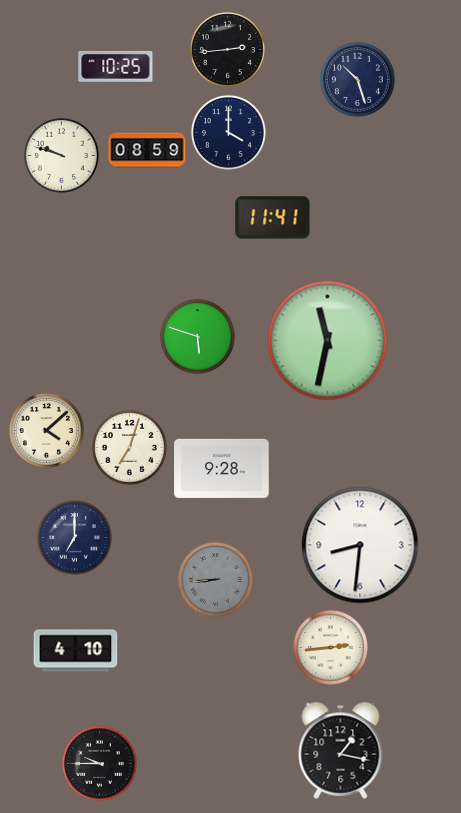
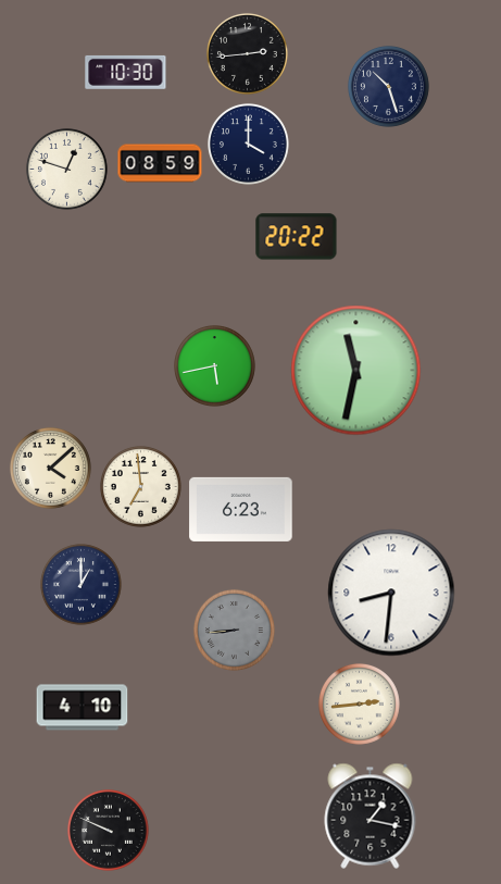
clock at (116, 66): 10:25 -> 10:30
clock at (61, 155): 9:48 -> 12:48
clock at (273, 218): 11:41 -> 20:22
clock at (197, 336): 5:48 -> 5:43
clock at (129, 447): 7:03 -> 6:59
clock at (222, 468): 9:28 -> 6:23
clock at (74, 537): 7:00 -> 1:00
clock at (99, 763): 9:45 -> 9:49
